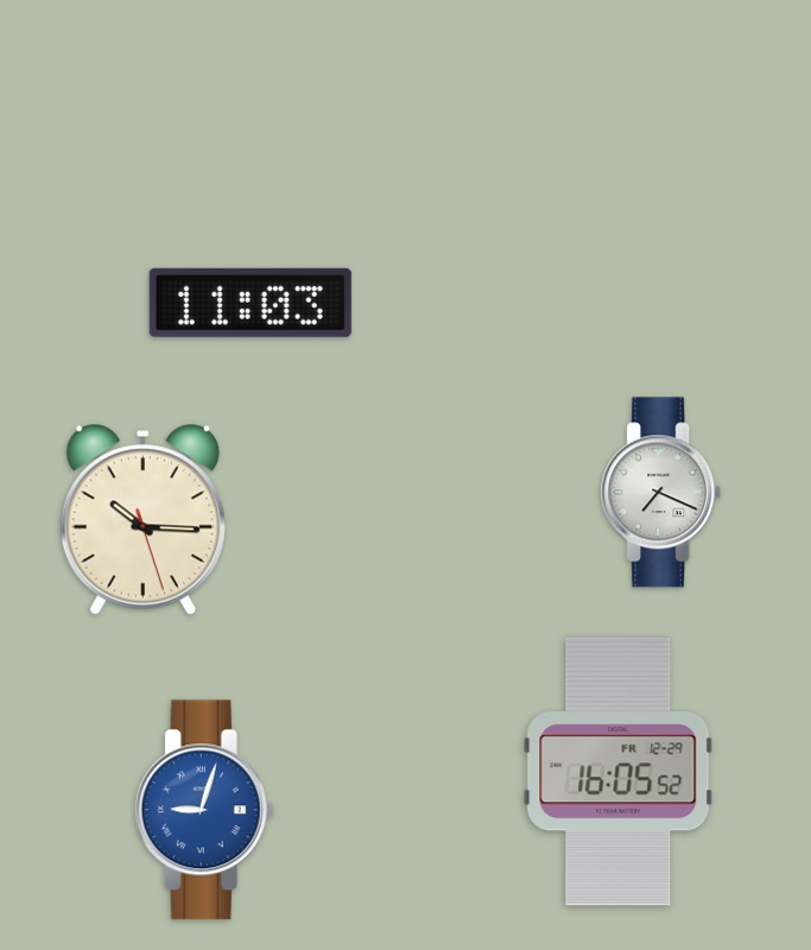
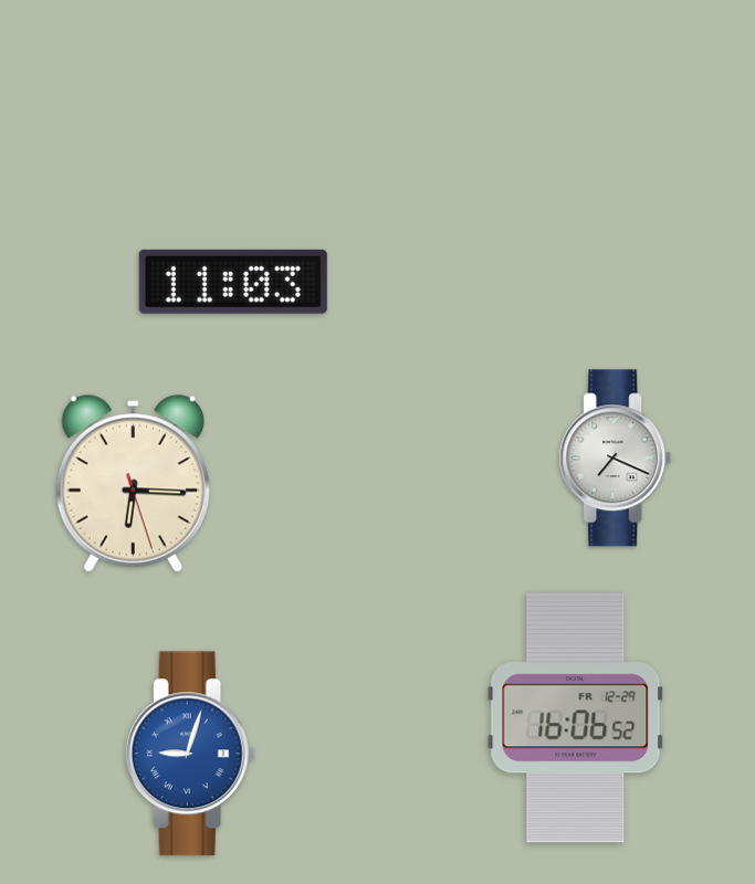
clock at (142, 520): 10:15 -> 6:15
clock at (619, 772): 16:05 -> 16:06
